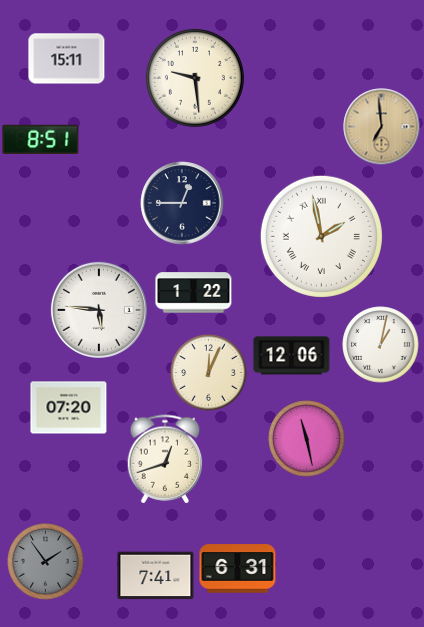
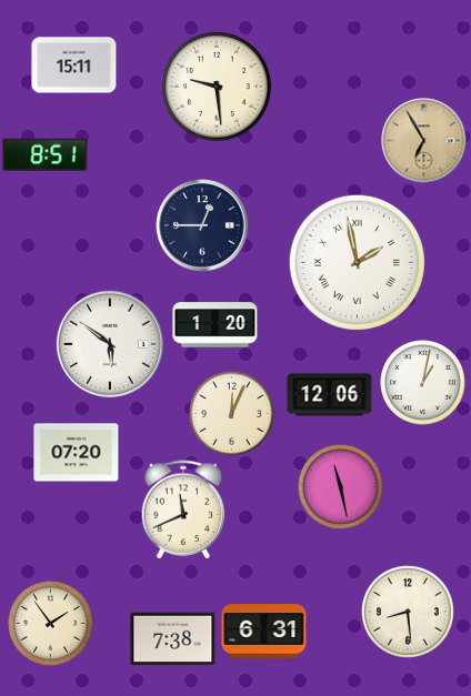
clock at (382, 127): 6:59 -> 6:55
clock at (194, 293): 1:22 -> 1:20
clock at (99, 310): 5:46 -> 5:51
clock at (292, 356) position: (292, 356) -> (330, 395)
clock at (165, 459): 12:42 -> 11:41
clock at (408, 612): none -> 8:29
clock at (46, 562) dial: grey -> cream
clock at (156, 576): 7:41 -> 7:38
